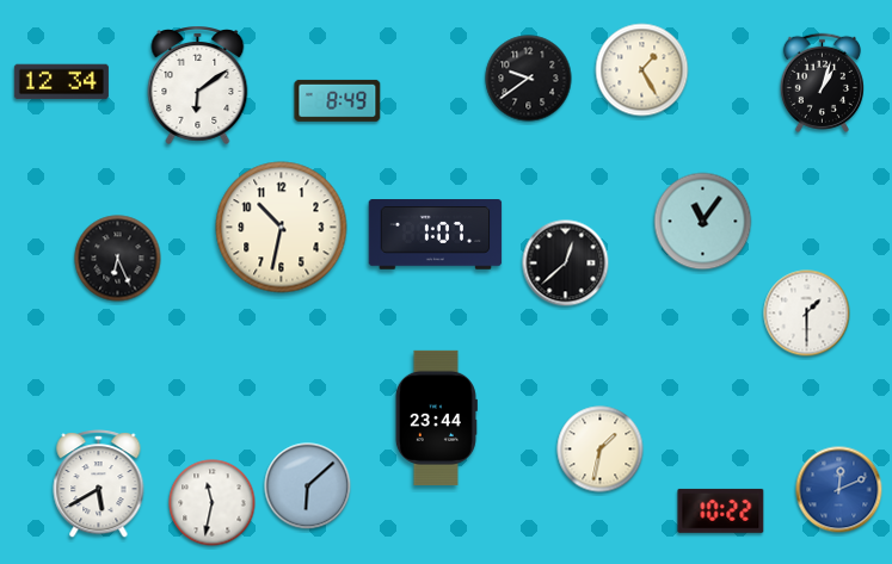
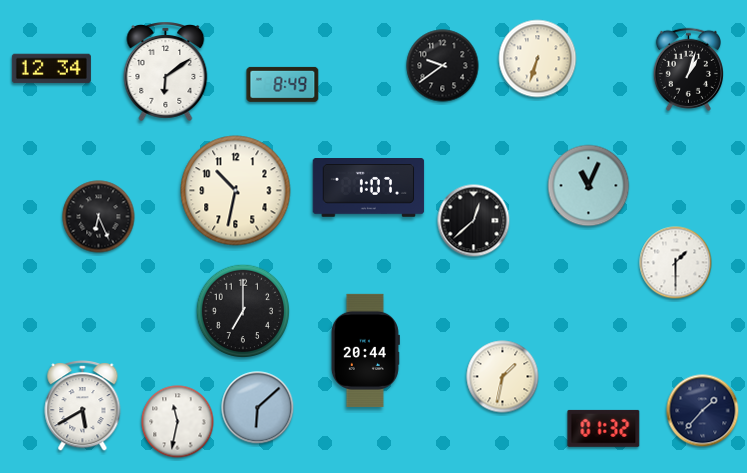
clock at (642, 70): 1:25 -> 6:33
clock at (703, 222): 11:06 -> 11:04
clock at (436, 235) position: (436, 235) -> (369, 188)
clock at (243, 311): none -> 7:00
clock at (436, 417): 23:44 -> 20:44
clock at (839, 490): 12:11 -> 1:37
clock at (839, 490) dial: blue -> navy
clock at (721, 510): 10:22 -> 01:32
